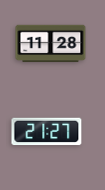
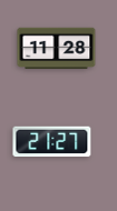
clock at (47, 132) position: (47, 132) -> (52, 142)
